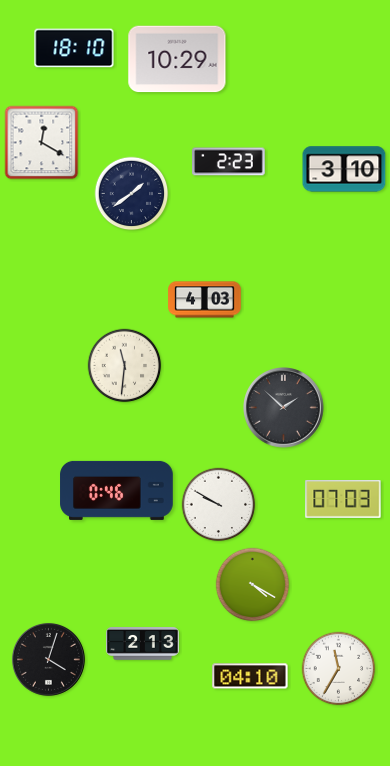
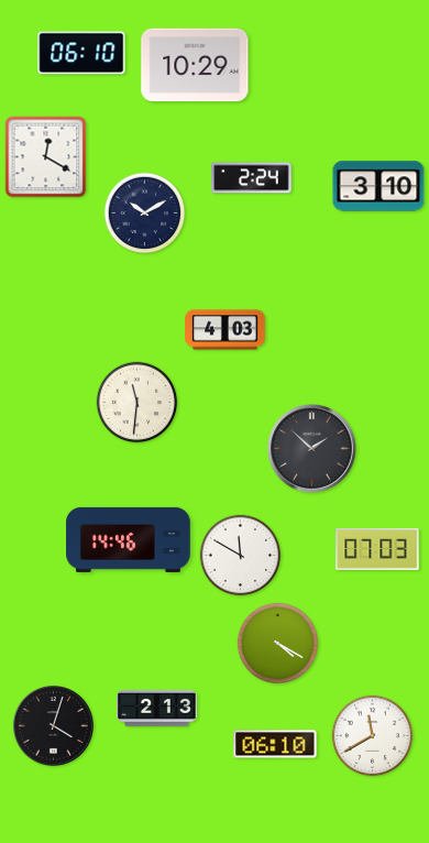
clock at (74, 48): 18:10 -> 06:10
clock at (229, 162): 2:23 -> 2:24
clock at (132, 194): 1:39 -> 10:10
clock at (117, 490): 0:46 -> 14:46
clock at (219, 505): 9:50 -> 11:50
clock at (339, 669): 11:35 -> 11:40
clock at (250, 676): 04:10 -> 06:10
